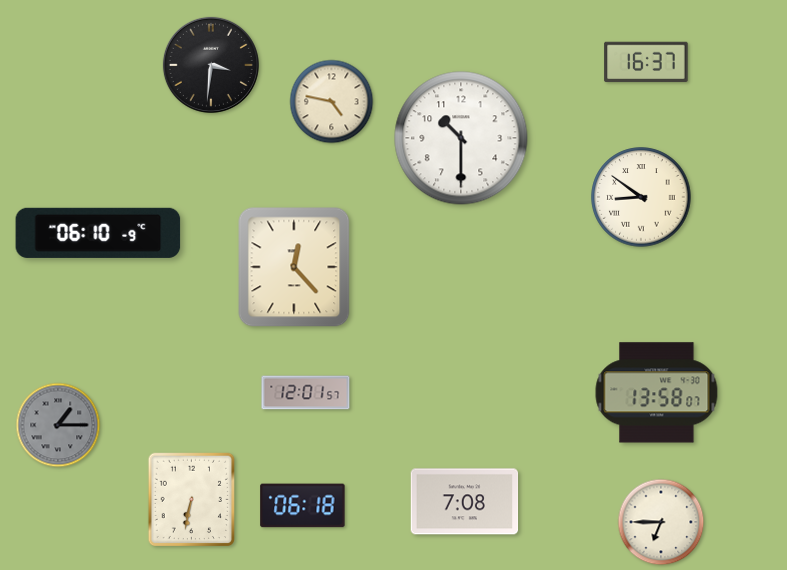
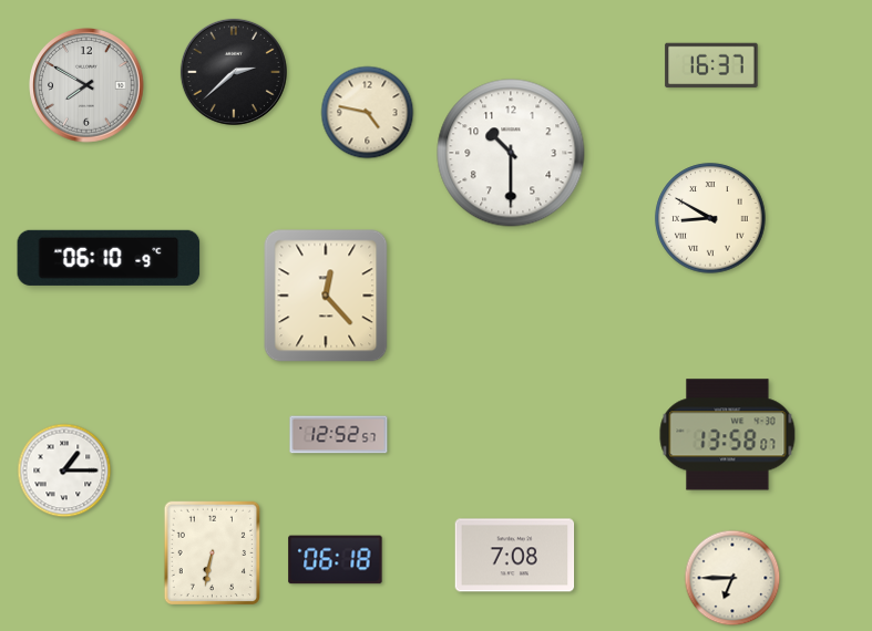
clock at (646, 62) position: (646, 62) -> (711, 65)
clock at (211, 65): 3:31 -> 2:38
clock at (86, 85): none -> 7:50
clock at (641, 197): 8:51 -> 8:50
clock at (306, 393): 12:01 -> 12:52
clock at (58, 425) dial: grey -> white
